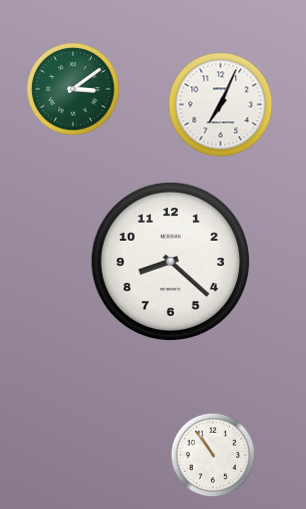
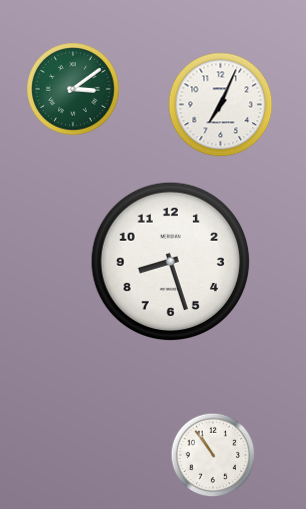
clock at (171, 262): 8:22 -> 8:27
